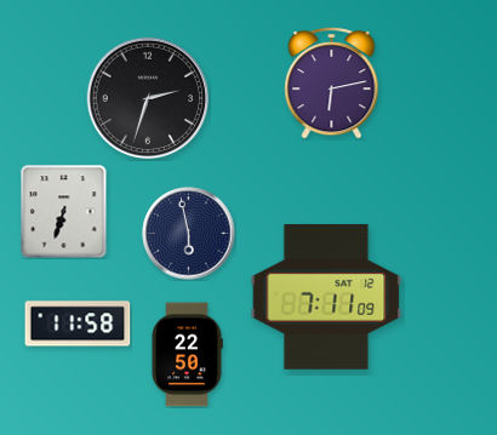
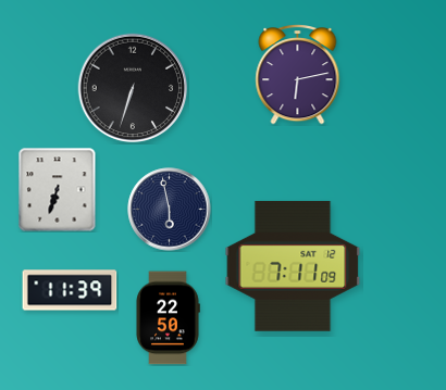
clock at (148, 98): 2:33 -> 6:33
clock at (78, 324): 11:58 -> 11:39
